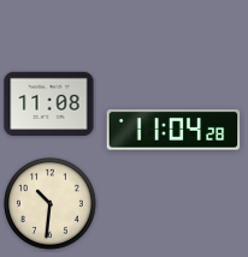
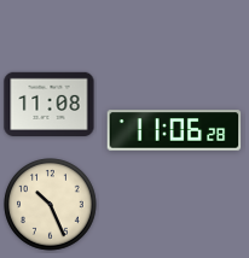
clock at (173, 130): 11:04 -> 11:06
clock at (51, 204): 10:31 -> 10:26
